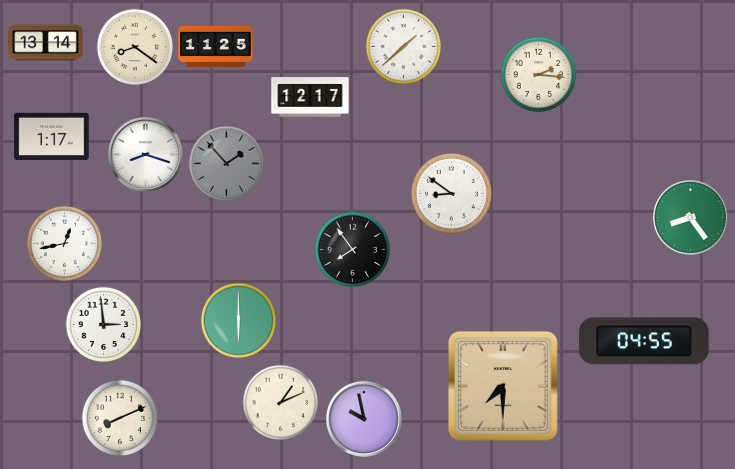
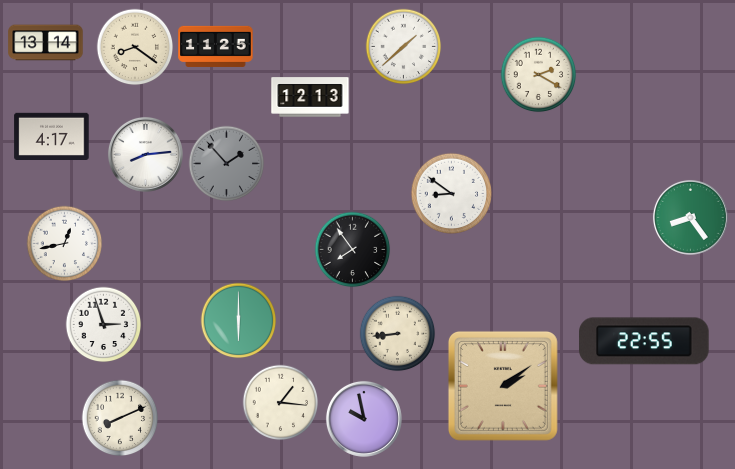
clock at (539, 75): 2:16 -> 2:20
clock at (310, 97): 12:17 -> 12:13
clock at (52, 136): 1:17 -> 4:17
clock at (145, 154): 8:18 -> 8:14
clock at (104, 325): 2:59 -> 2:57
clock at (398, 334): none -> 8:44
clock at (644, 341): 04:55 -> 22:55
clock at (503, 386): 7:30 -> 2:09
clock at (281, 403): 1:11 -> 1:16
